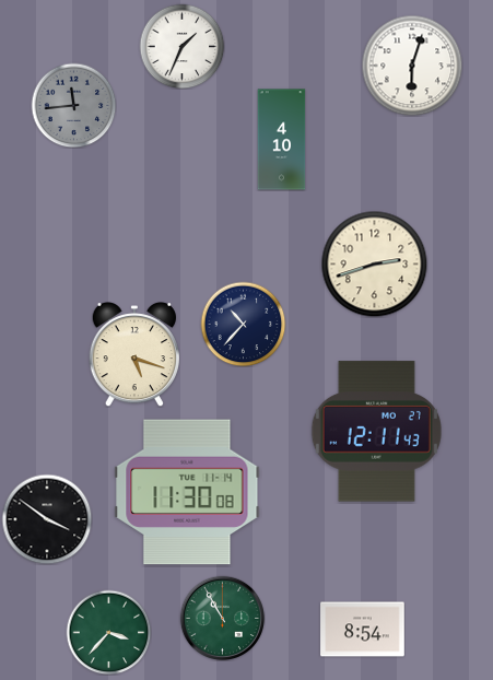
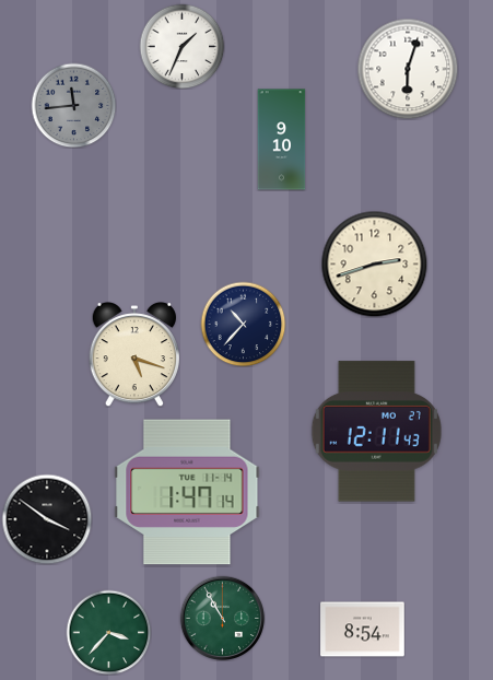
clock at (412, 66) position: (412, 66) -> (408, 69)
clock at (282, 140): 4:10 -> 9:10
clock at (187, 492): 11:30 -> 1:47
